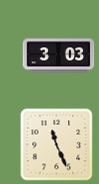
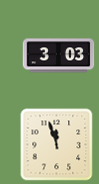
clock at (57, 145): 11:26 -> 11:57
